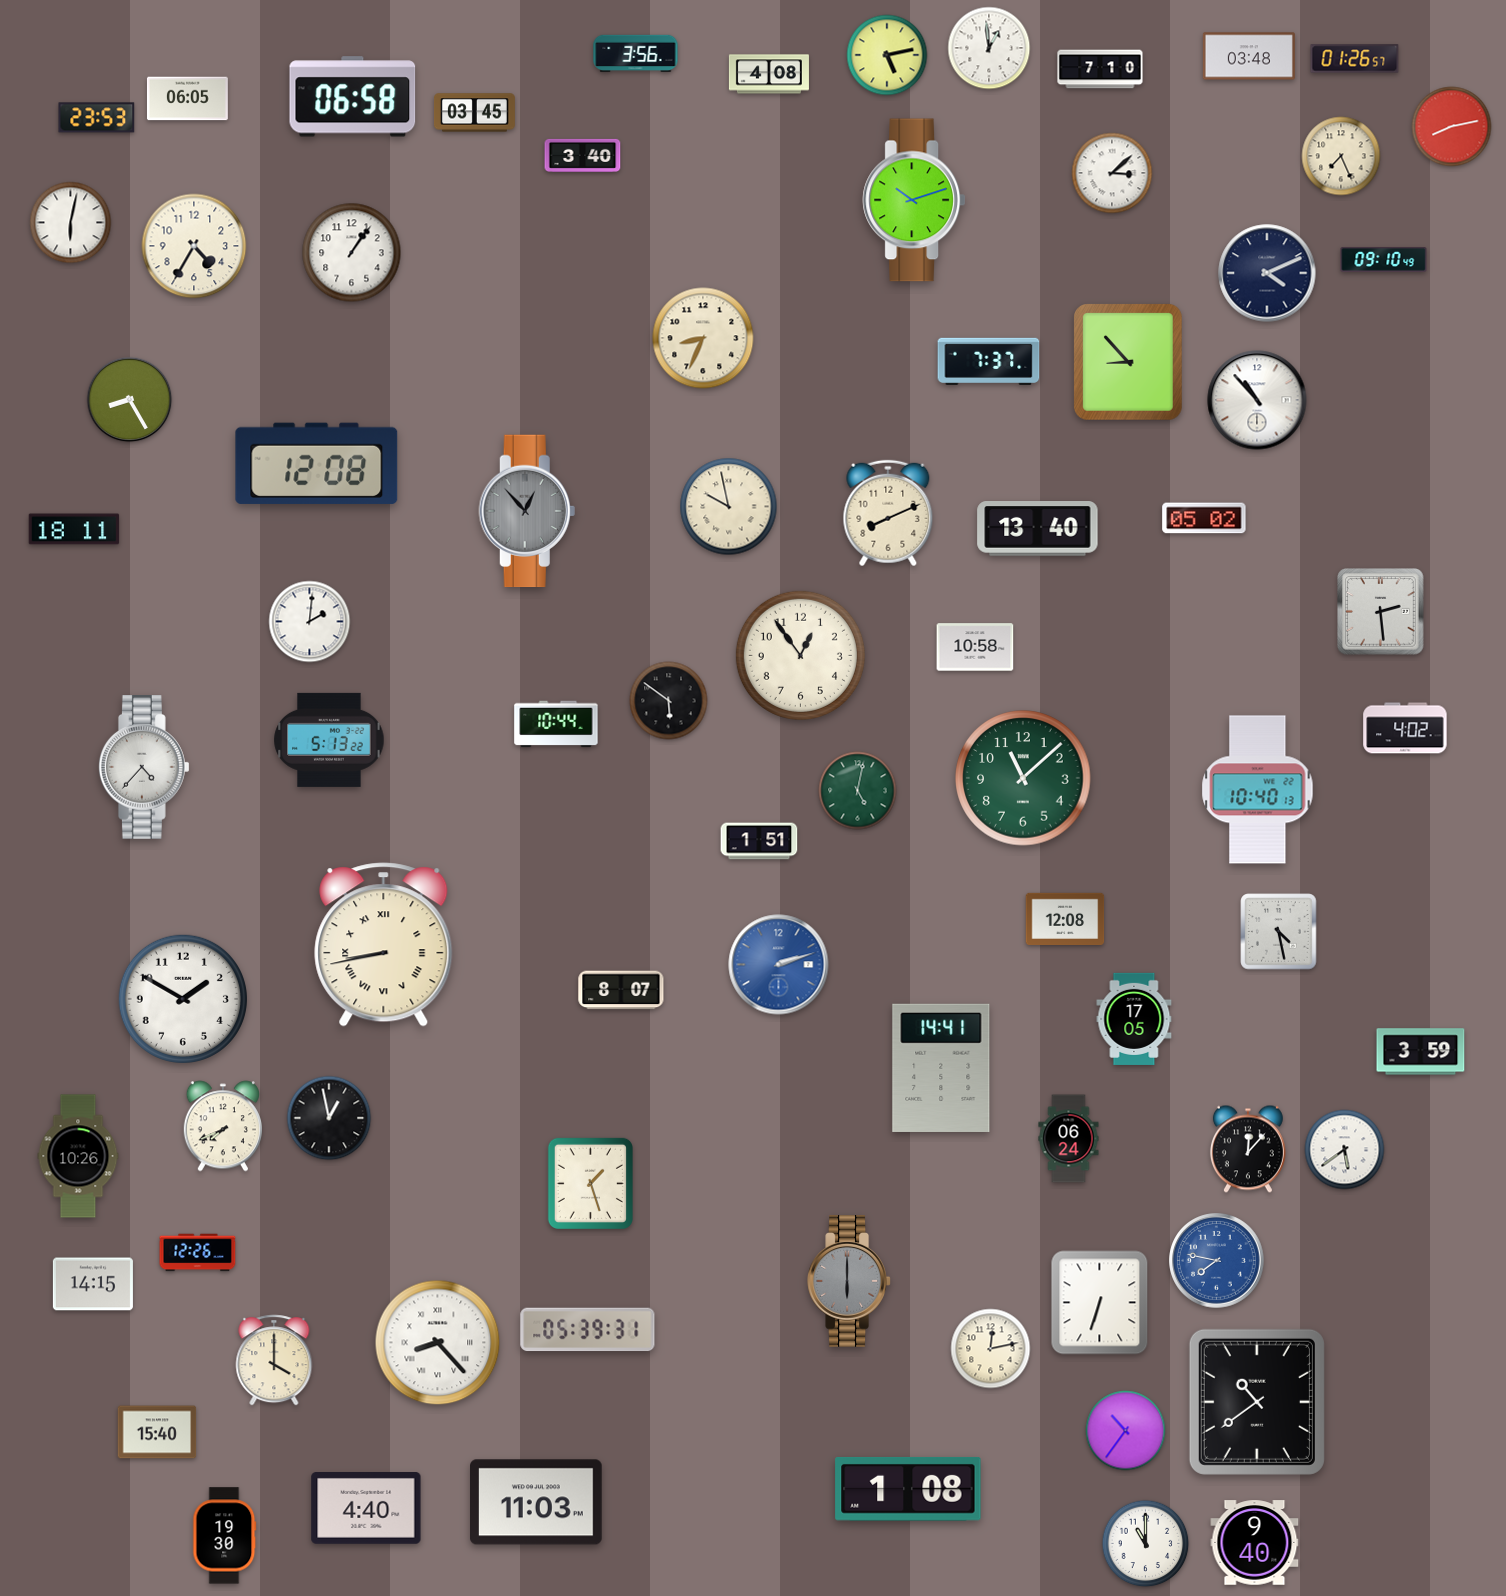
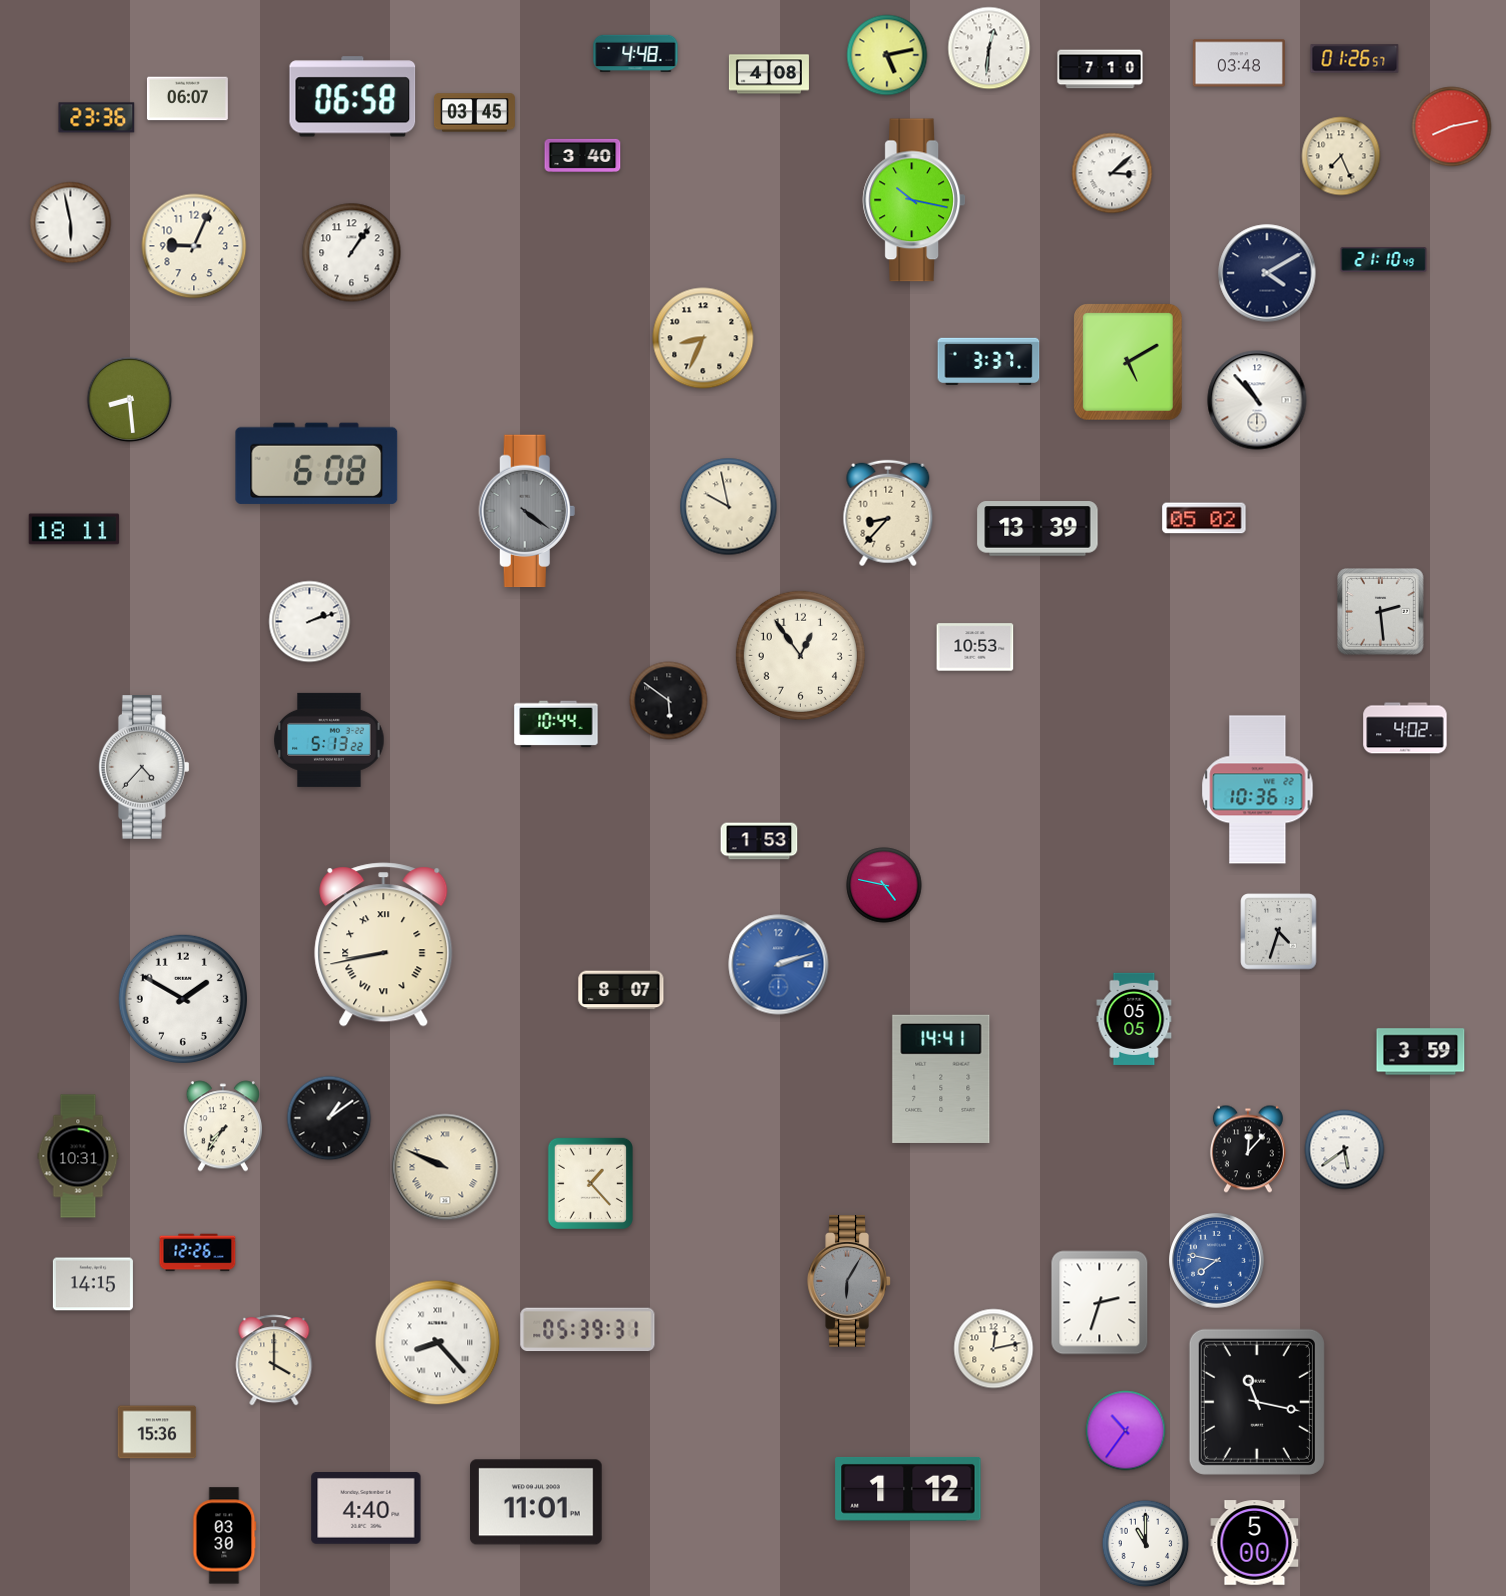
clock at (989, 48): 12:59 -> 12:31
clock at (636, 54): 3:56 -> 4:48
clock at (1249, 56) position: (1249, 56) -> (1239, 63)
clock at (187, 99): 06:05 -> 06:07
clock at (97, 118): 23:53 -> 23:36
clock at (913, 200): 10:12 -> 10:17
clock at (71, 223): 6:02 -> 5:58
clock at (194, 246): 4:35 -> 9:04
clock at (1384, 260): 09:10 -> 21:10
clock at (1267, 273): 4:11 -> 4:10
clock at (989, 361): 7:37 -> 3:37
clock at (1129, 363): 8:53 -> 5:10
clock at (130, 400): 8:25 -> 8:29
clock at (317, 463): 12:08 -> 6:08
clock at (527, 511): 12:53 -> 4:21
clock at (888, 513): 8:11 -> 8:37
clock at (1038, 529): 13:40 -> 13:39
clock at (310, 622): 2:01 -> 2:12
clock at (975, 647): 10:58 -> 10:53
clock at (1023, 778): 11:08 -> none
clock at (1258, 790): 10:40 -> 10:36
clock at (858, 791): 5:02 -> none
clock at (759, 841): 1:51 -> 1:53
clock at (884, 885): none -> 4:47
clock at (1065, 918): 12:08 -> none
clock at (1279, 932): 4:28 -> 4:33
clock at (1134, 1019): 17:05 -> 05:05
clock at (941, 1068) position: (941, 1068) -> (941, 1079)
clock at (329, 1118): 12:58 -> 1:09
clock at (222, 1126): 7:41 -> 7:36
clock at (1069, 1139): 06:24 -> none
clock at (78, 1156): 10:26 -> 10:31
clock at (445, 1167): none -> 9:49
clock at (590, 1183): 1:27 -> 1:23
clock at (849, 1281): 6:00 -> 6:05
clock at (1100, 1303): 6:33 -> 2:33
clock at (991, 1349) position: (991, 1349) -> (994, 1349)
clock at (1257, 1402): 10:39 -> 11:17
clock at (157, 1432): 15:40 -> 15:36
clock at (908, 1489): 1:08 -> 1:12
clock at (537, 1502): 11:03 -> 11:01
clock at (225, 1536): 19:30 -> 03:30
clock at (1255, 1543): 9:40 -> 5:00
